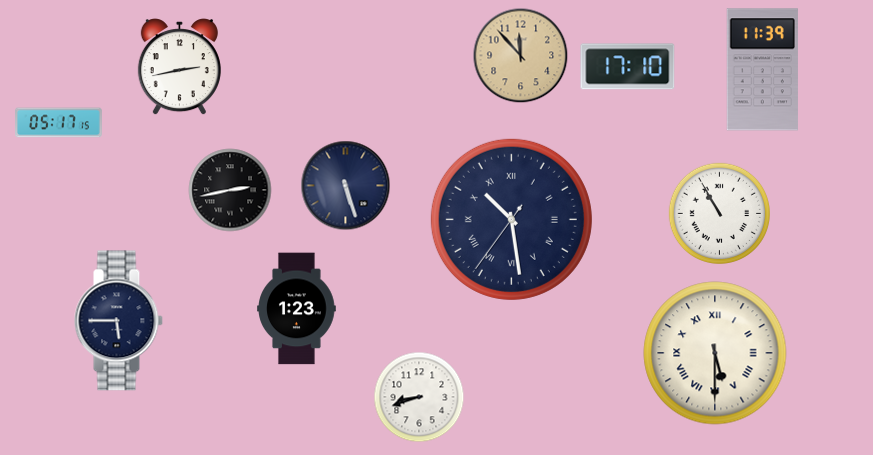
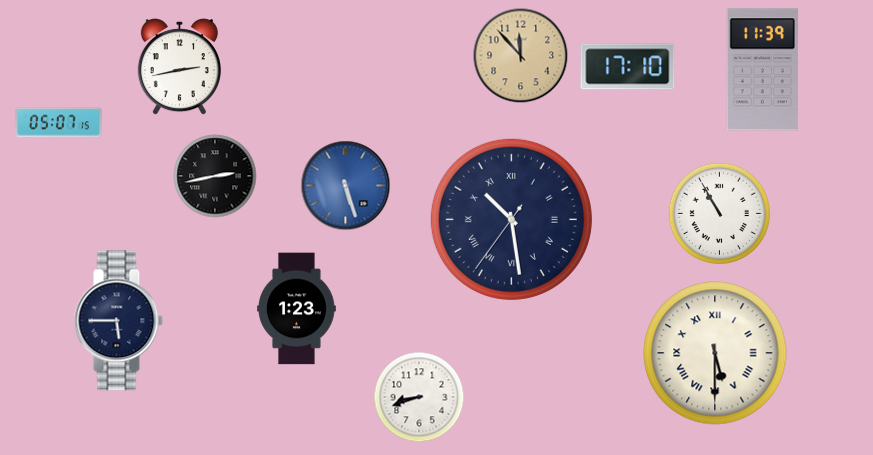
clock at (59, 123): 05:17 -> 05:07
clock at (346, 186) dial: navy -> blue
clock at (230, 190) position: (230, 190) -> (215, 176)
